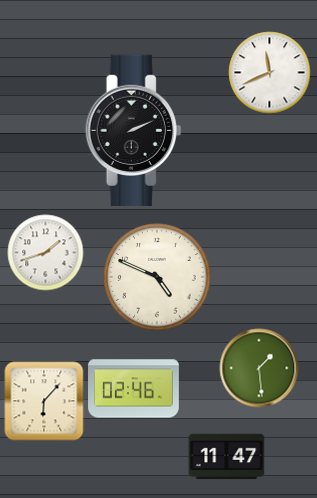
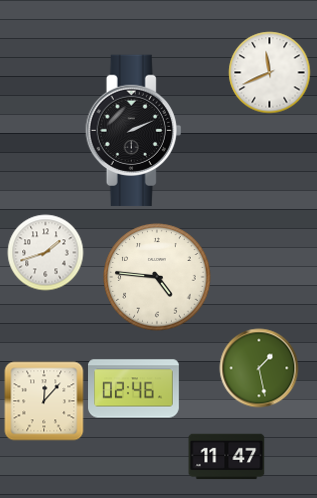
clock at (157, 277): 4:49 -> 4:46
clock at (259, 368): 1:29 -> 1:28
clock at (44, 401): 6:07 -> 12:07
